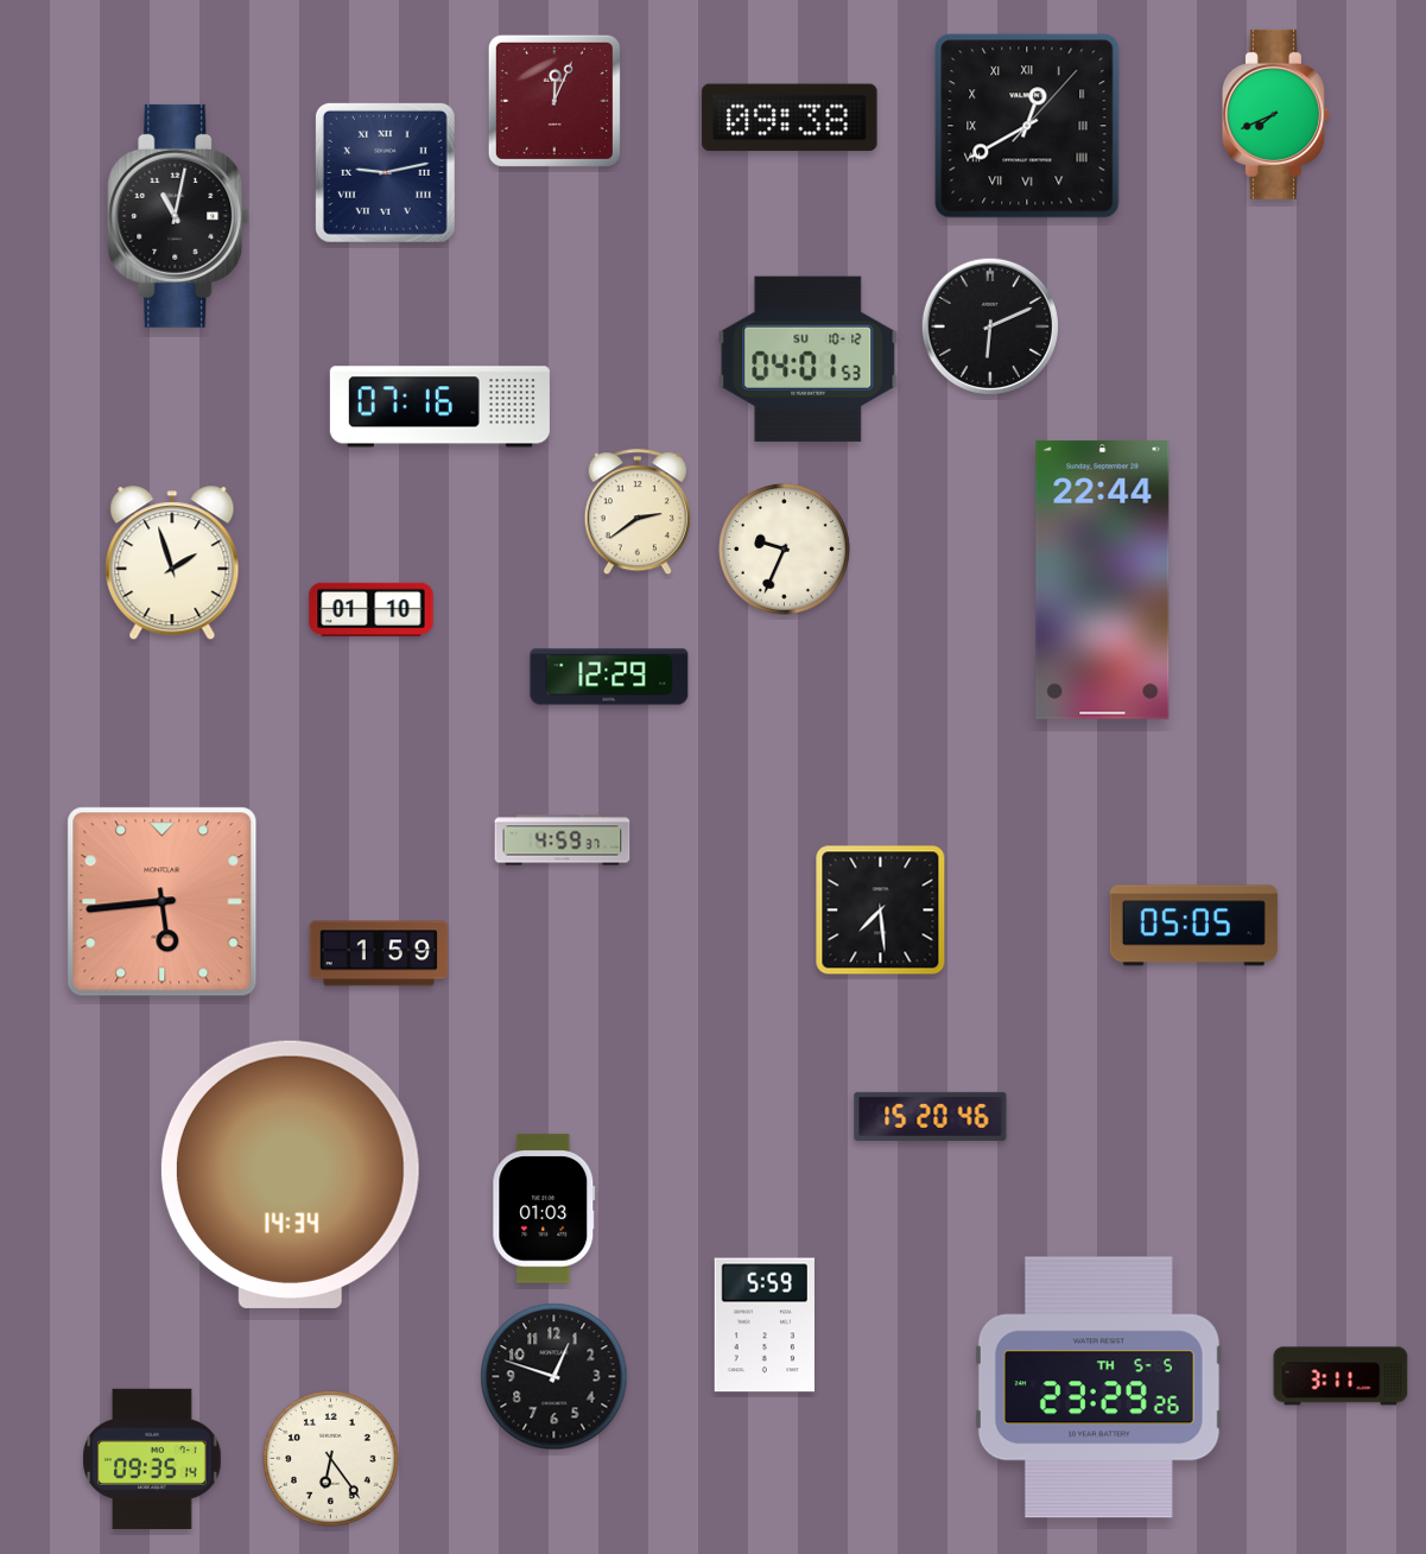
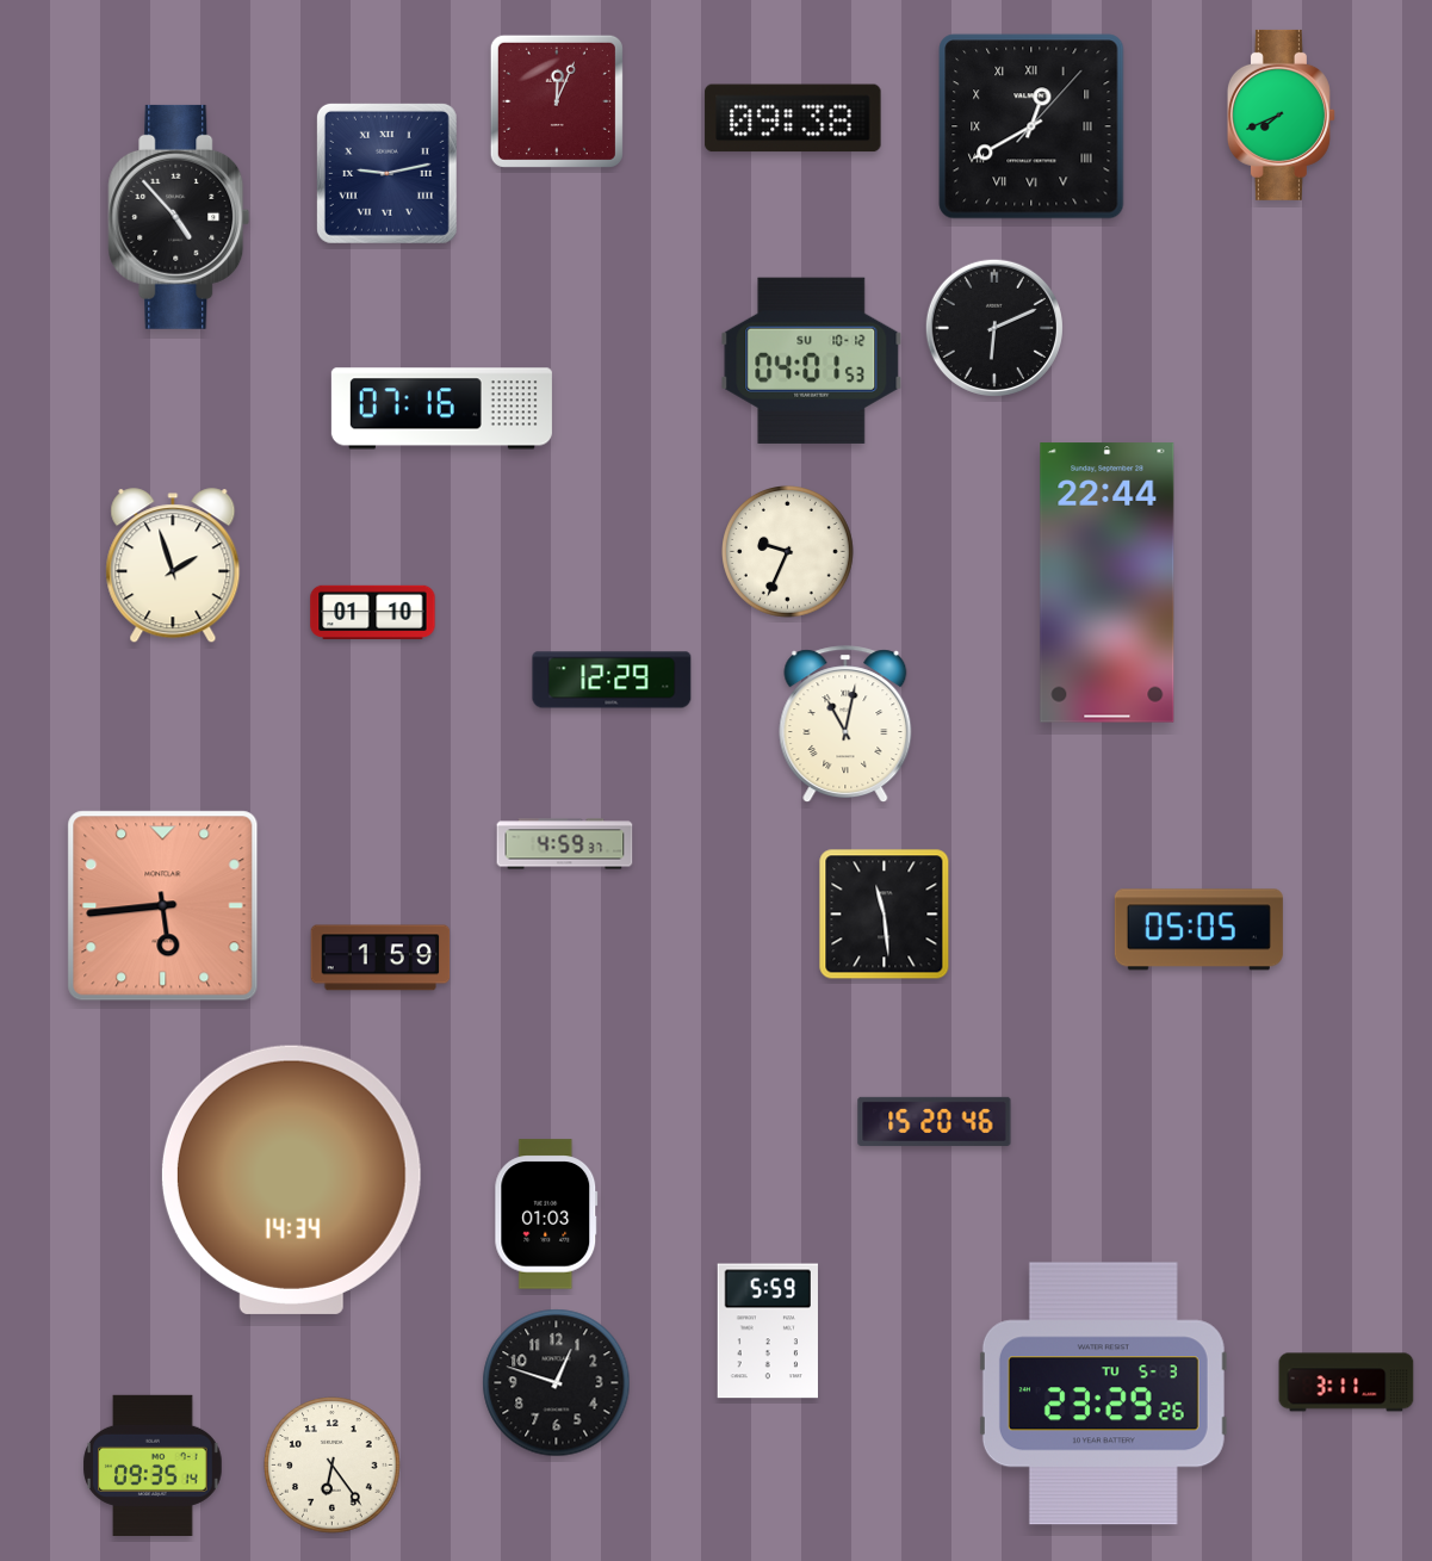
clock at (178, 216): 11:02 -> 4:53
clock at (638, 513): 2:39 -> none
clock at (845, 724): none -> 11:02
clock at (881, 911): 7:29 -> 11:29
clock at (1098, 1388) date: TH 5-5 -> TU 5-3
